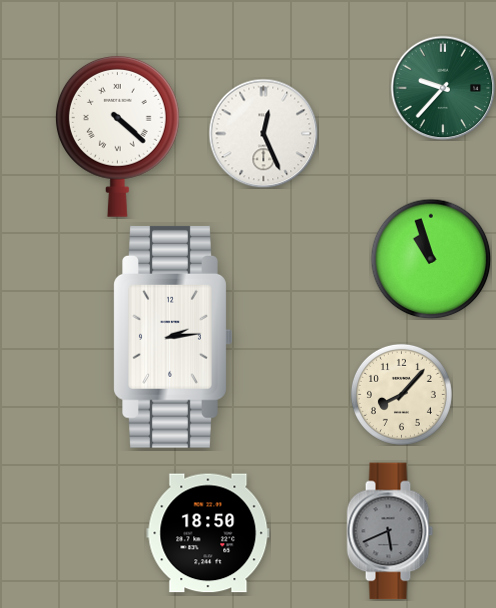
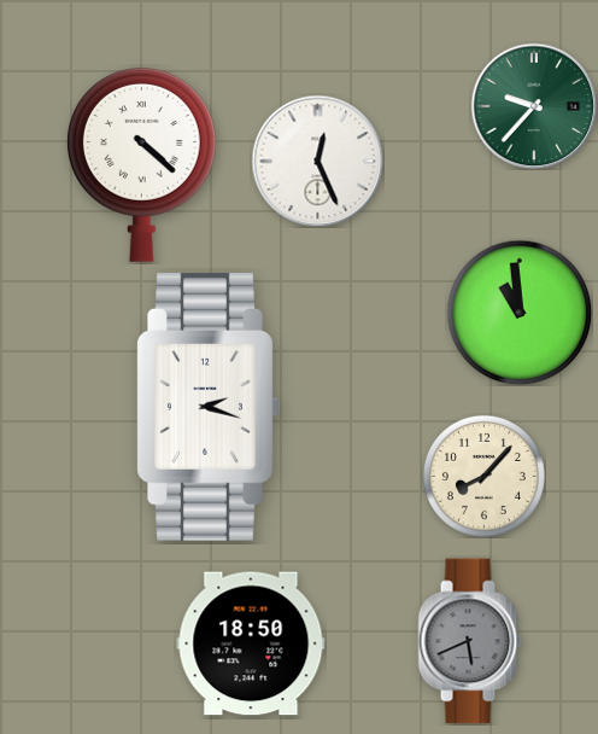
clock at (431, 259): 10:57 -> 10:59
clock at (173, 337): 2:14 -> 2:18
